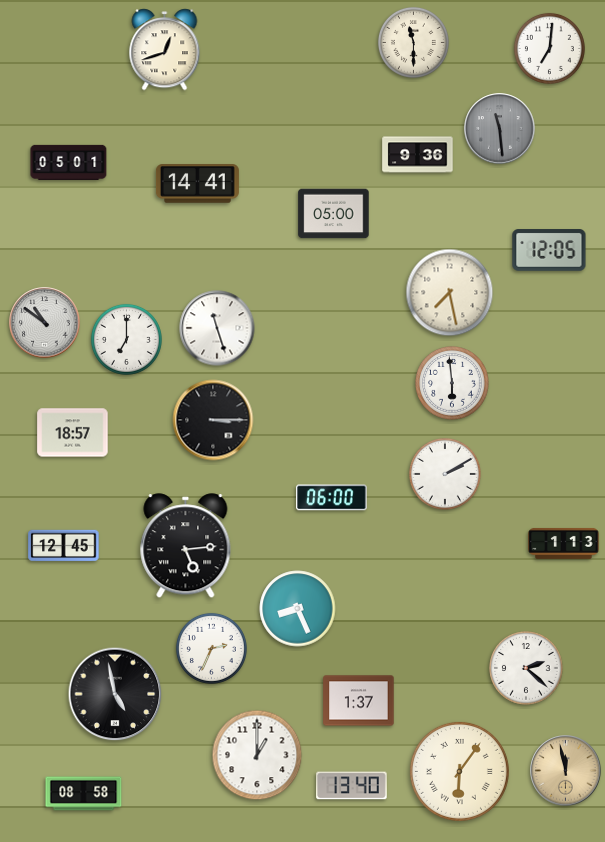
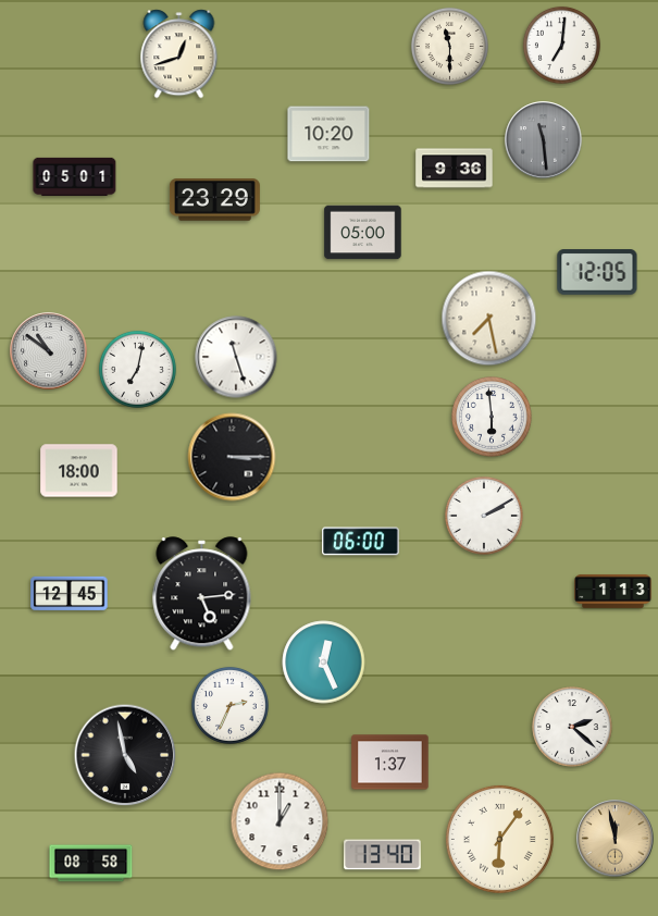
clock at (549, 48) position: (549, 48) -> (561, 45)
clock at (328, 134): none -> 10:20
clock at (197, 184): 14:41 -> 23:29
clock at (126, 339): 7:00 -> 7:02
clock at (73, 433): 18:57 -> 18:00
clock at (298, 609): 8:26 -> 12:26
